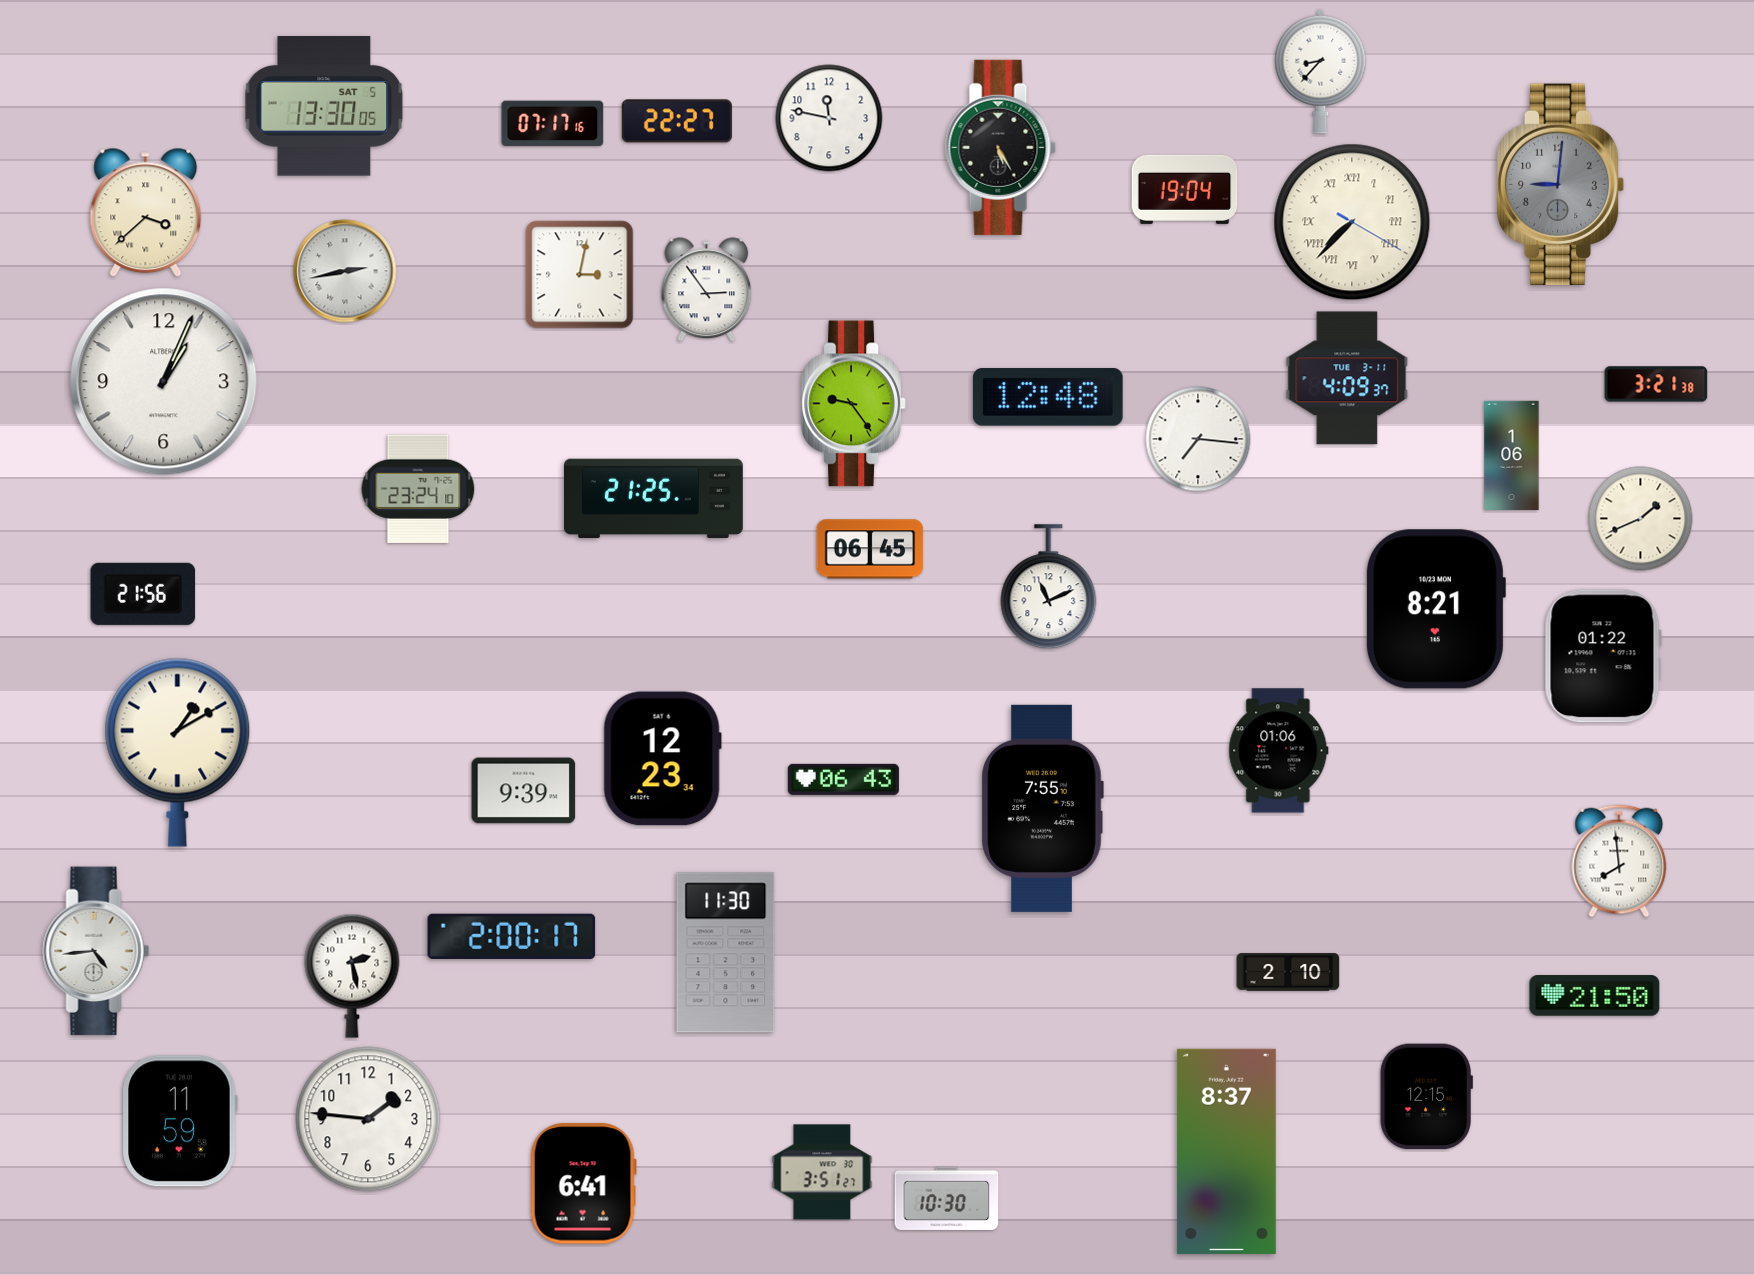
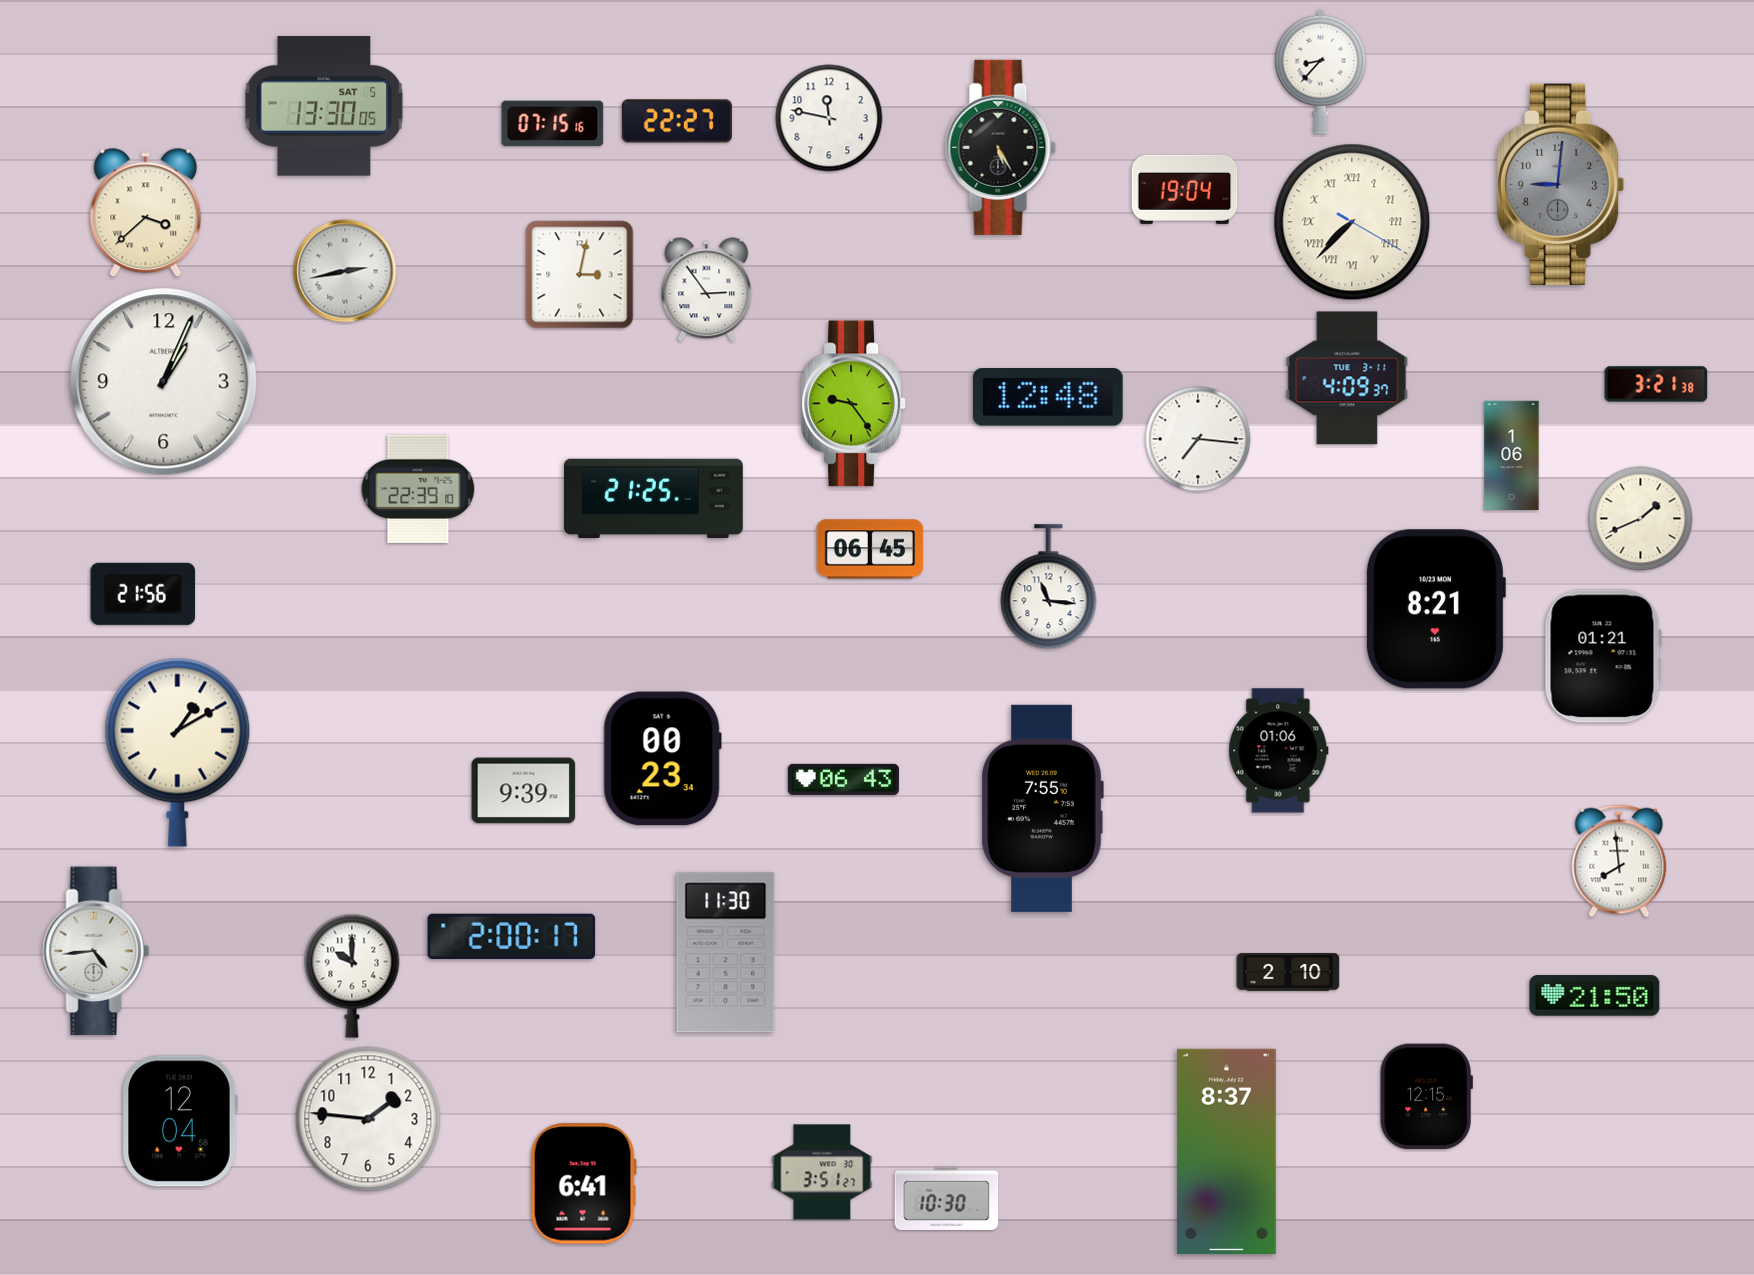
clock at (553, 124): 07:17 -> 07:15
clock at (418, 488): 23:24 -> 22:39
clock at (1049, 587): 11:11 -> 11:16
clock at (1603, 656): 01:22 -> 01:21
clock at (662, 759): 12:23 -> 00:23
clock at (352, 976): 2:28 -> 10:00
clock at (180, 1121): 11:59 -> 12:04
